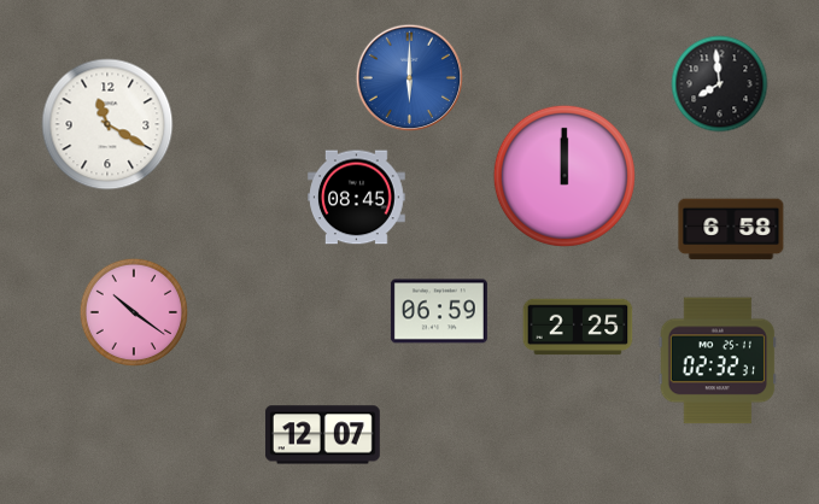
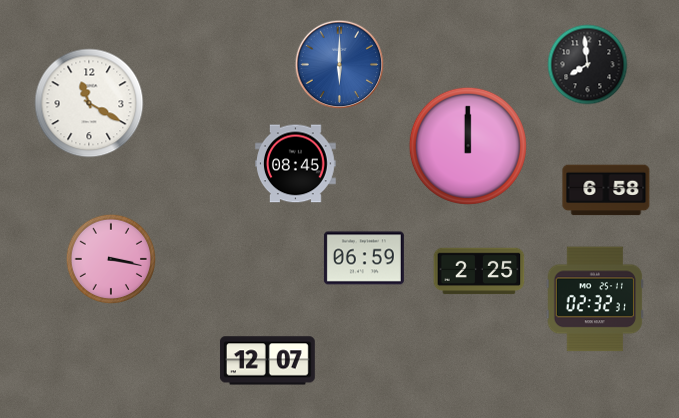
clock at (720, 84) position: (720, 84) -> (588, 65)
clock at (134, 312): 10:21 -> 3:17
